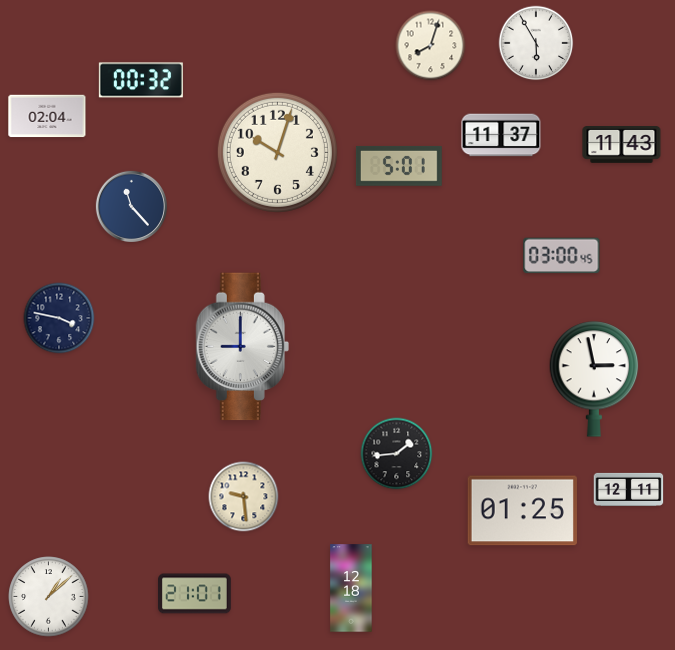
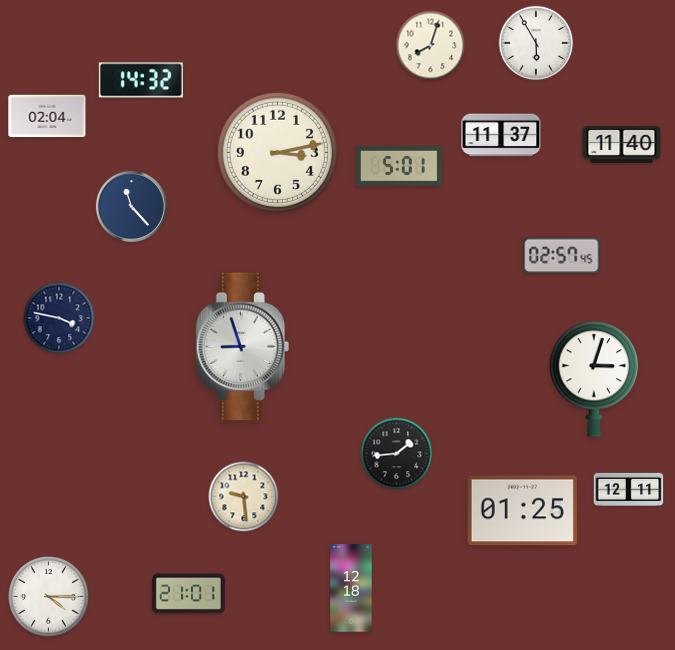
clock at (141, 80): 00:32 -> 14:32
clock at (622, 145): 11:43 -> 11:40
clock at (277, 152): 10:03 -> 3:13
clock at (562, 256): 03:00 -> 02:57
clock at (242, 347): 9:00 -> 8:57
clock at (594, 379): 2:58 -> 3:03
clock at (195, 594) position: (195, 594) -> (189, 594)
clock at (49, 597): 1:08 -> 4:15
